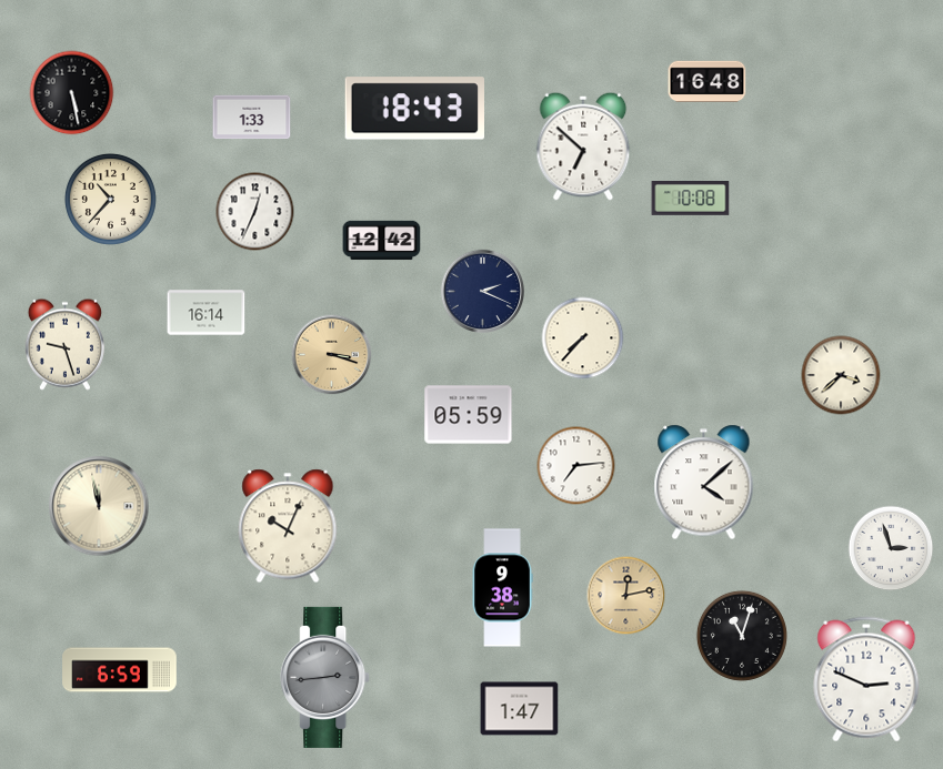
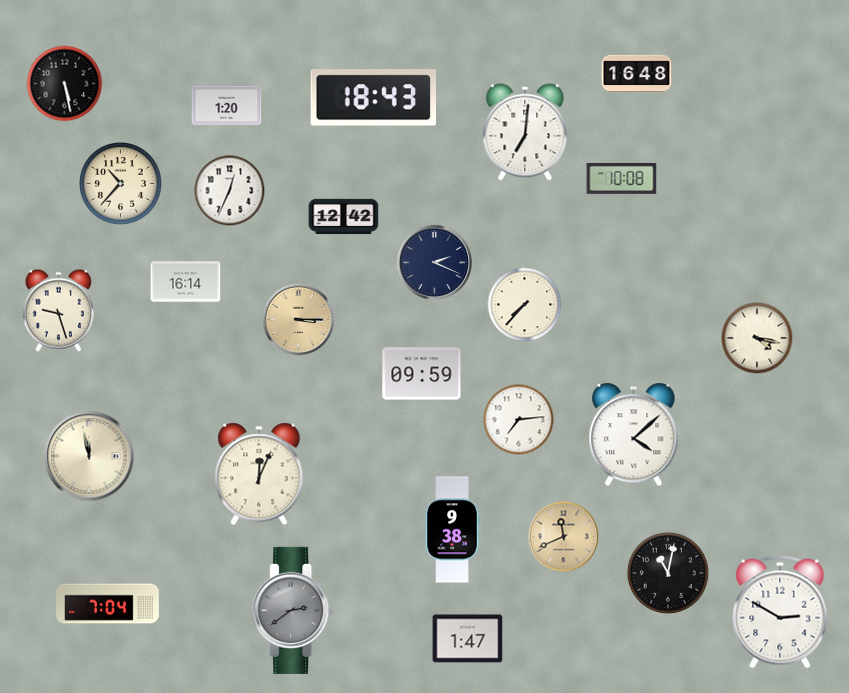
clock at (252, 118): 1:33 -> 1:20
clock at (583, 146): 6:52 -> 7:01
clock at (110, 199) position: (110, 199) -> (120, 183)
clock at (332, 355): 3:18 -> 3:15
clock at (841, 375): 3:38 -> 4:17
clock at (469, 415): 05:59 -> 09:59
clock at (288, 526): 10:04 -> 12:04
clock at (891, 548): 2:57 -> none
clock at (626, 596): 12:13 -> 11:41
clock at (742, 636): 11:03 -> 11:02
clock at (120, 670): 6:59 -> 7:04
clock at (325, 677): 2:44 -> 2:39
clock at (866, 679): 2:49 -> 2:50
